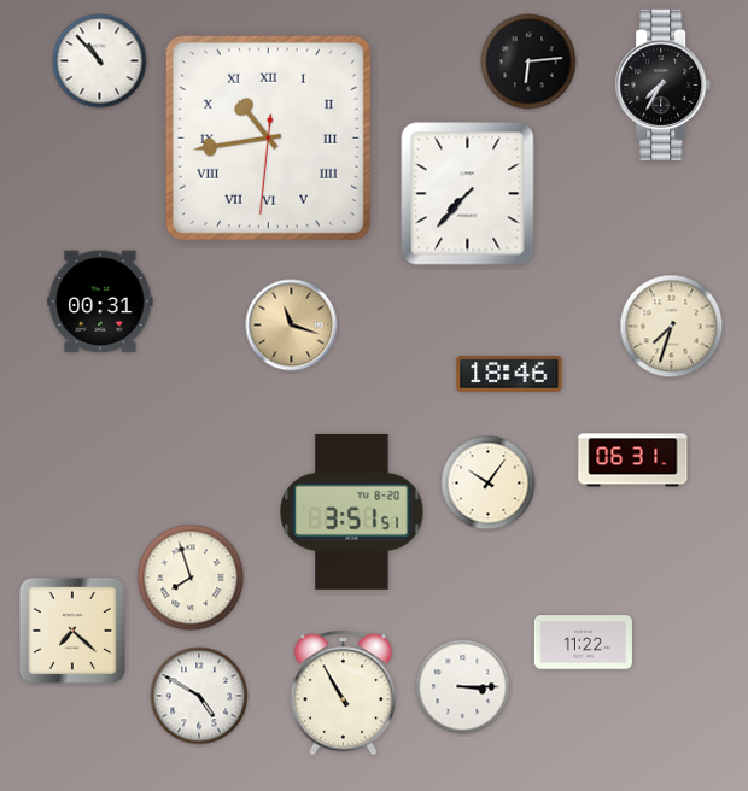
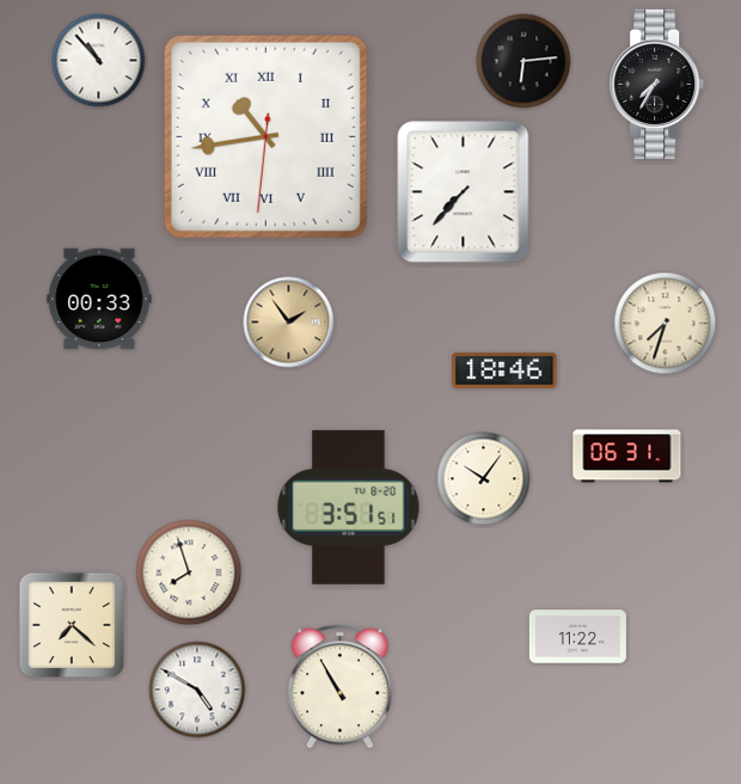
clock at (100, 301): 00:31 -> 00:33
clock at (292, 326): 11:18 -> 1:54
clock at (463, 687): 3:15 -> none
